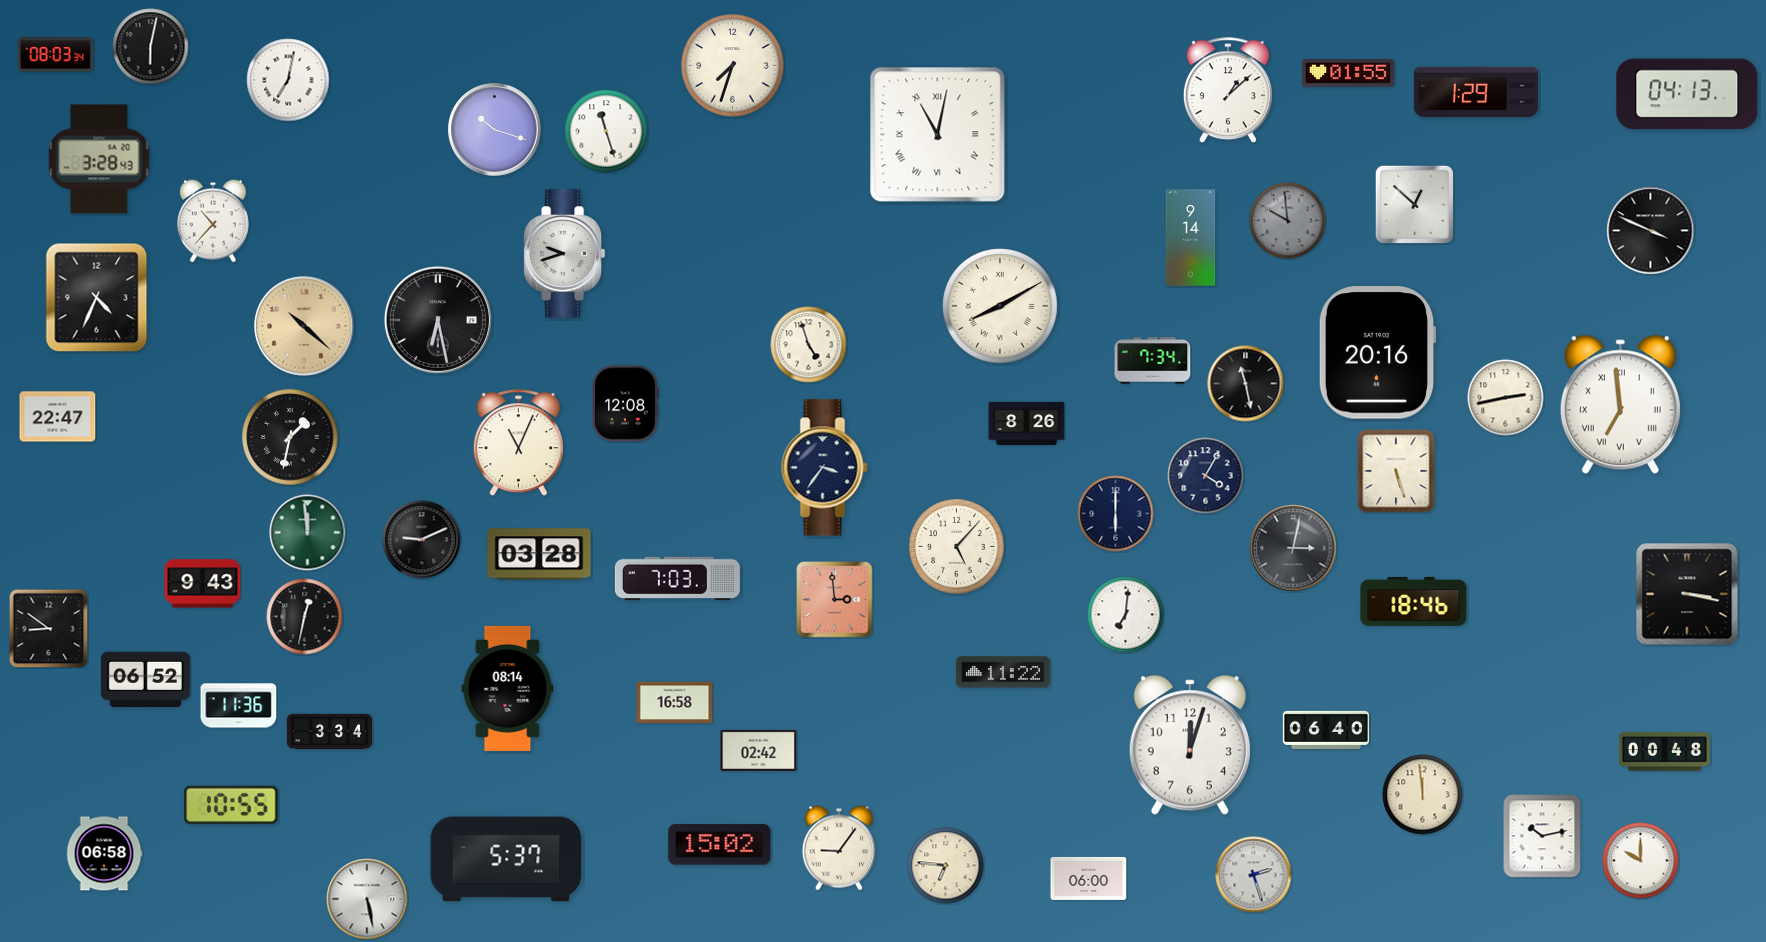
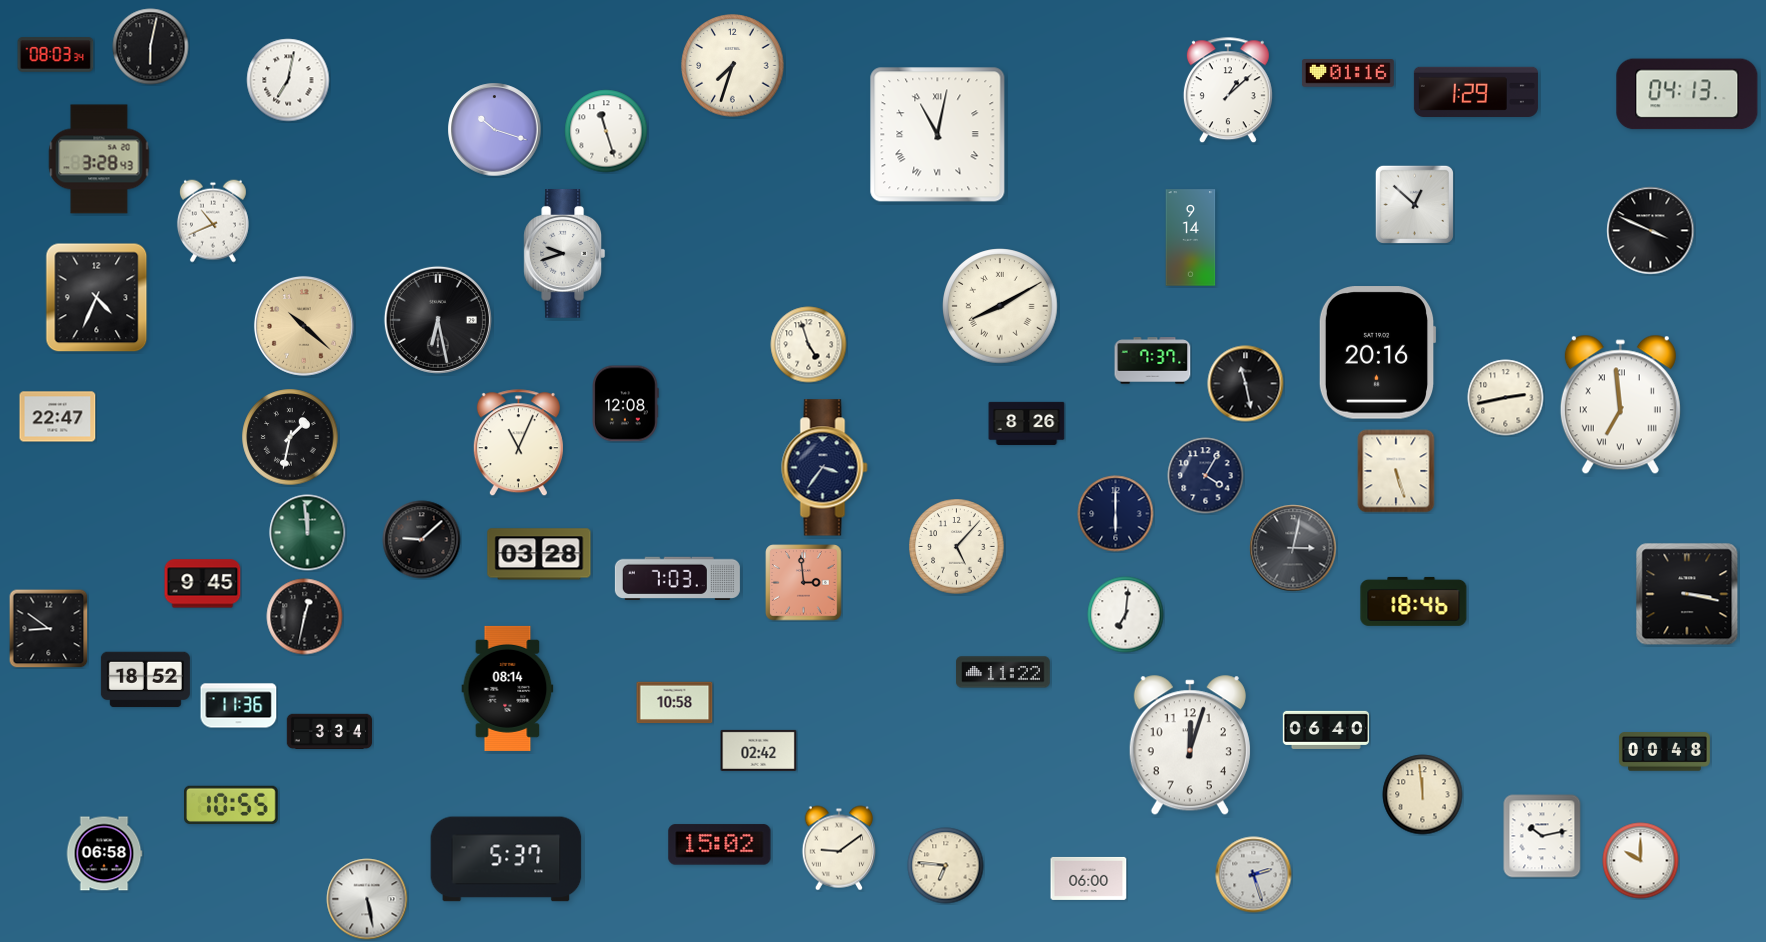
clock at (1348, 73): 01:55 -> 01:16
clock at (213, 221): 10:37 -> 10:41
clock at (1288, 221): 9:59 -> none
clock at (1153, 361): 7:34 -> 7:37
clock at (422, 540): 9:11 -> 9:08
clock at (203, 584): 9:43 -> 9:45
clock at (835, 600) position: (835, 600) -> (804, 583)
clock at (145, 680): 06:52 -> 18:52
clock at (675, 703): 16:58 -> 10:58
clock at (838, 848): 9:06 -> 9:09
